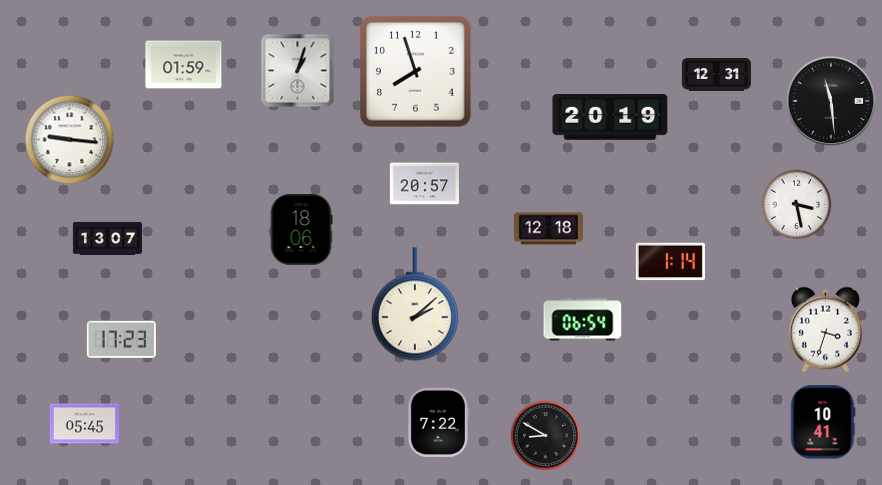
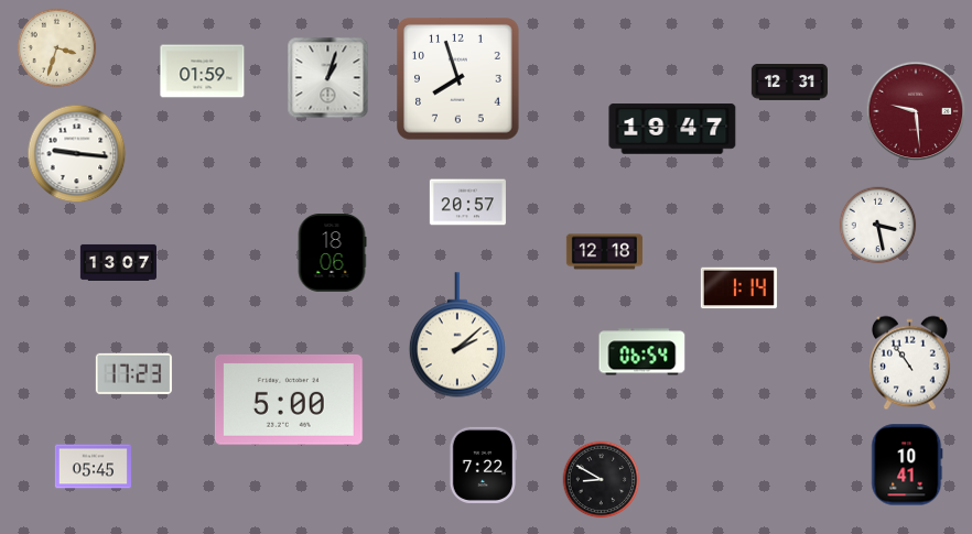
clock at (57, 48): none -> 3:33
clock at (831, 101): 11:29 -> 9:29
clock at (831, 101) dial: black -> burgundy
clock at (610, 117): 20:19 -> 19:47
clock at (825, 330): 3:33 -> 10:54
clock at (289, 400): none -> 5:00
